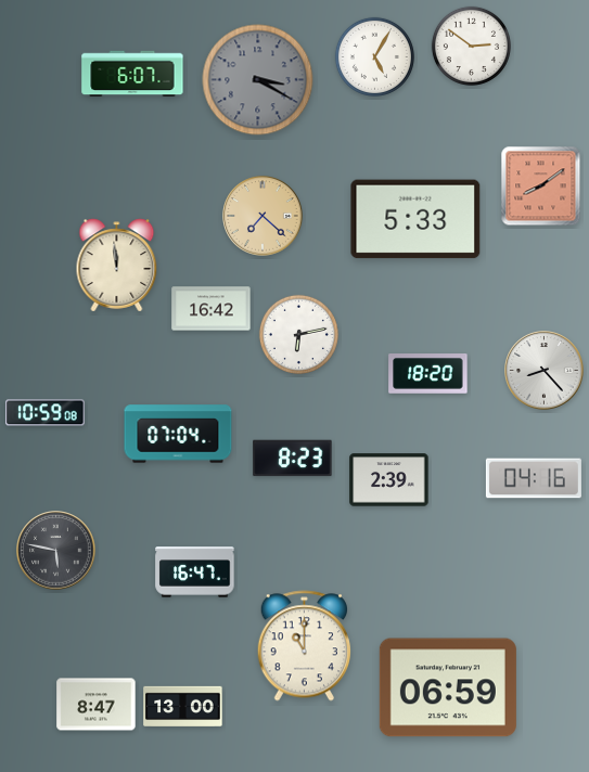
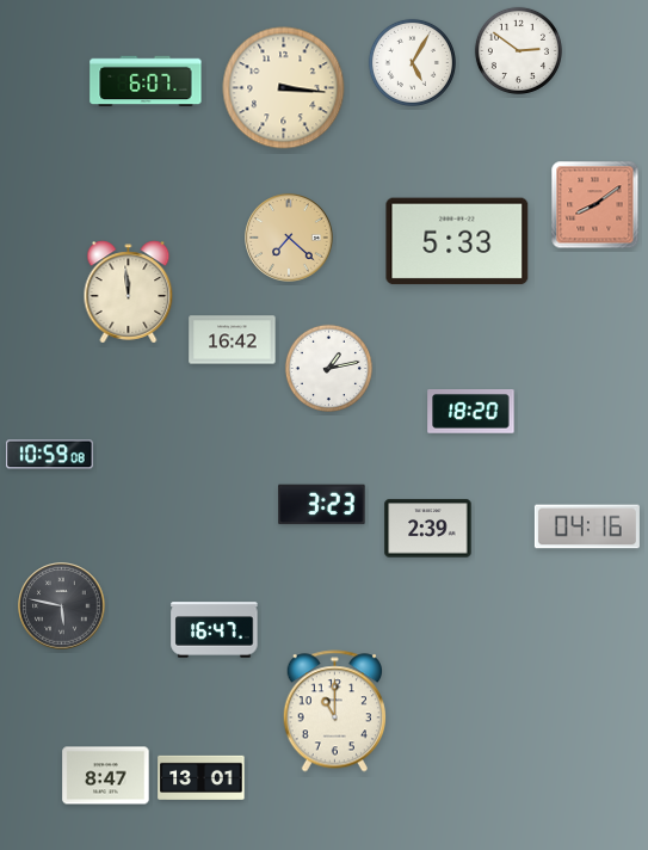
clock at (258, 80): 3:20 -> 3:16
clock at (258, 80) dial: grey -> cream
clock at (298, 334): 6:13 -> 1:13
clock at (545, 371): 8:23 -> none
clock at (178, 434): 07:04 -> none
clock at (293, 459): 8:23 -> 3:23
clock at (448, 687): 06:59 -> none
clock at (183, 706): 13:00 -> 13:01
